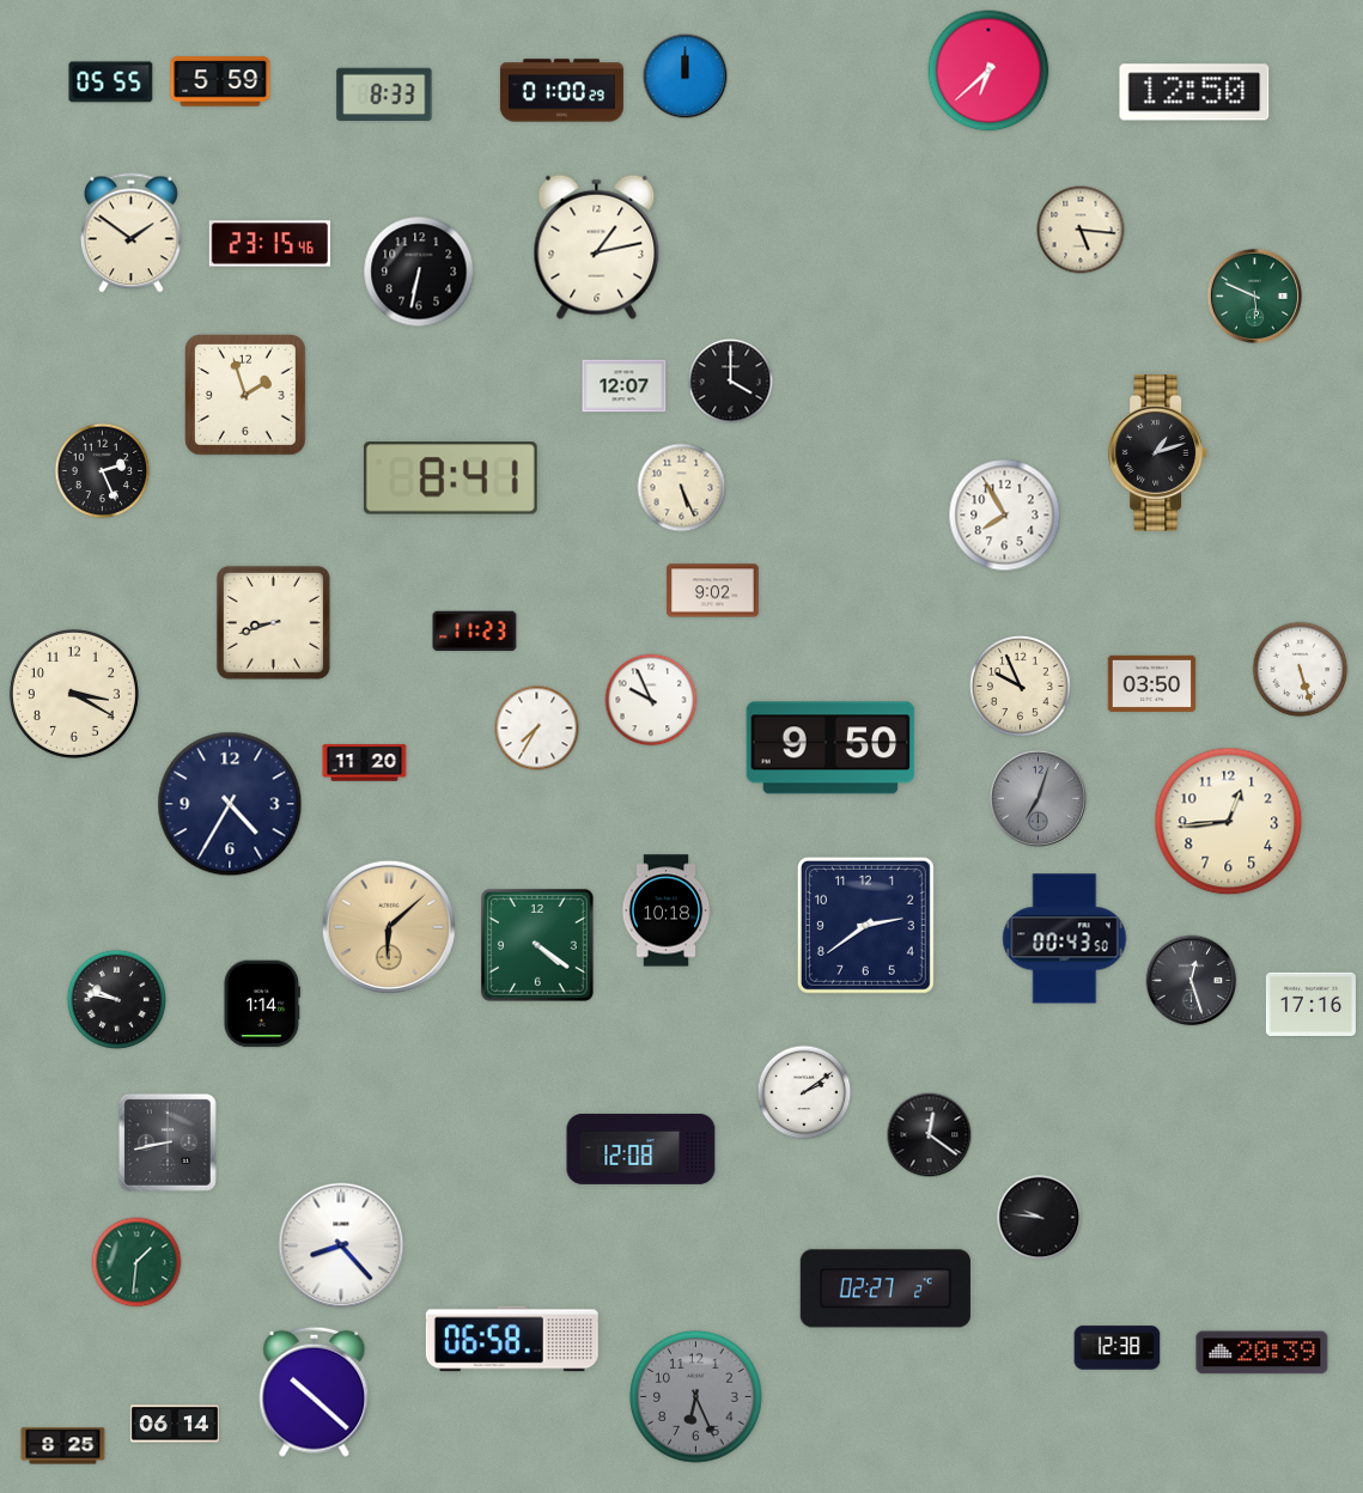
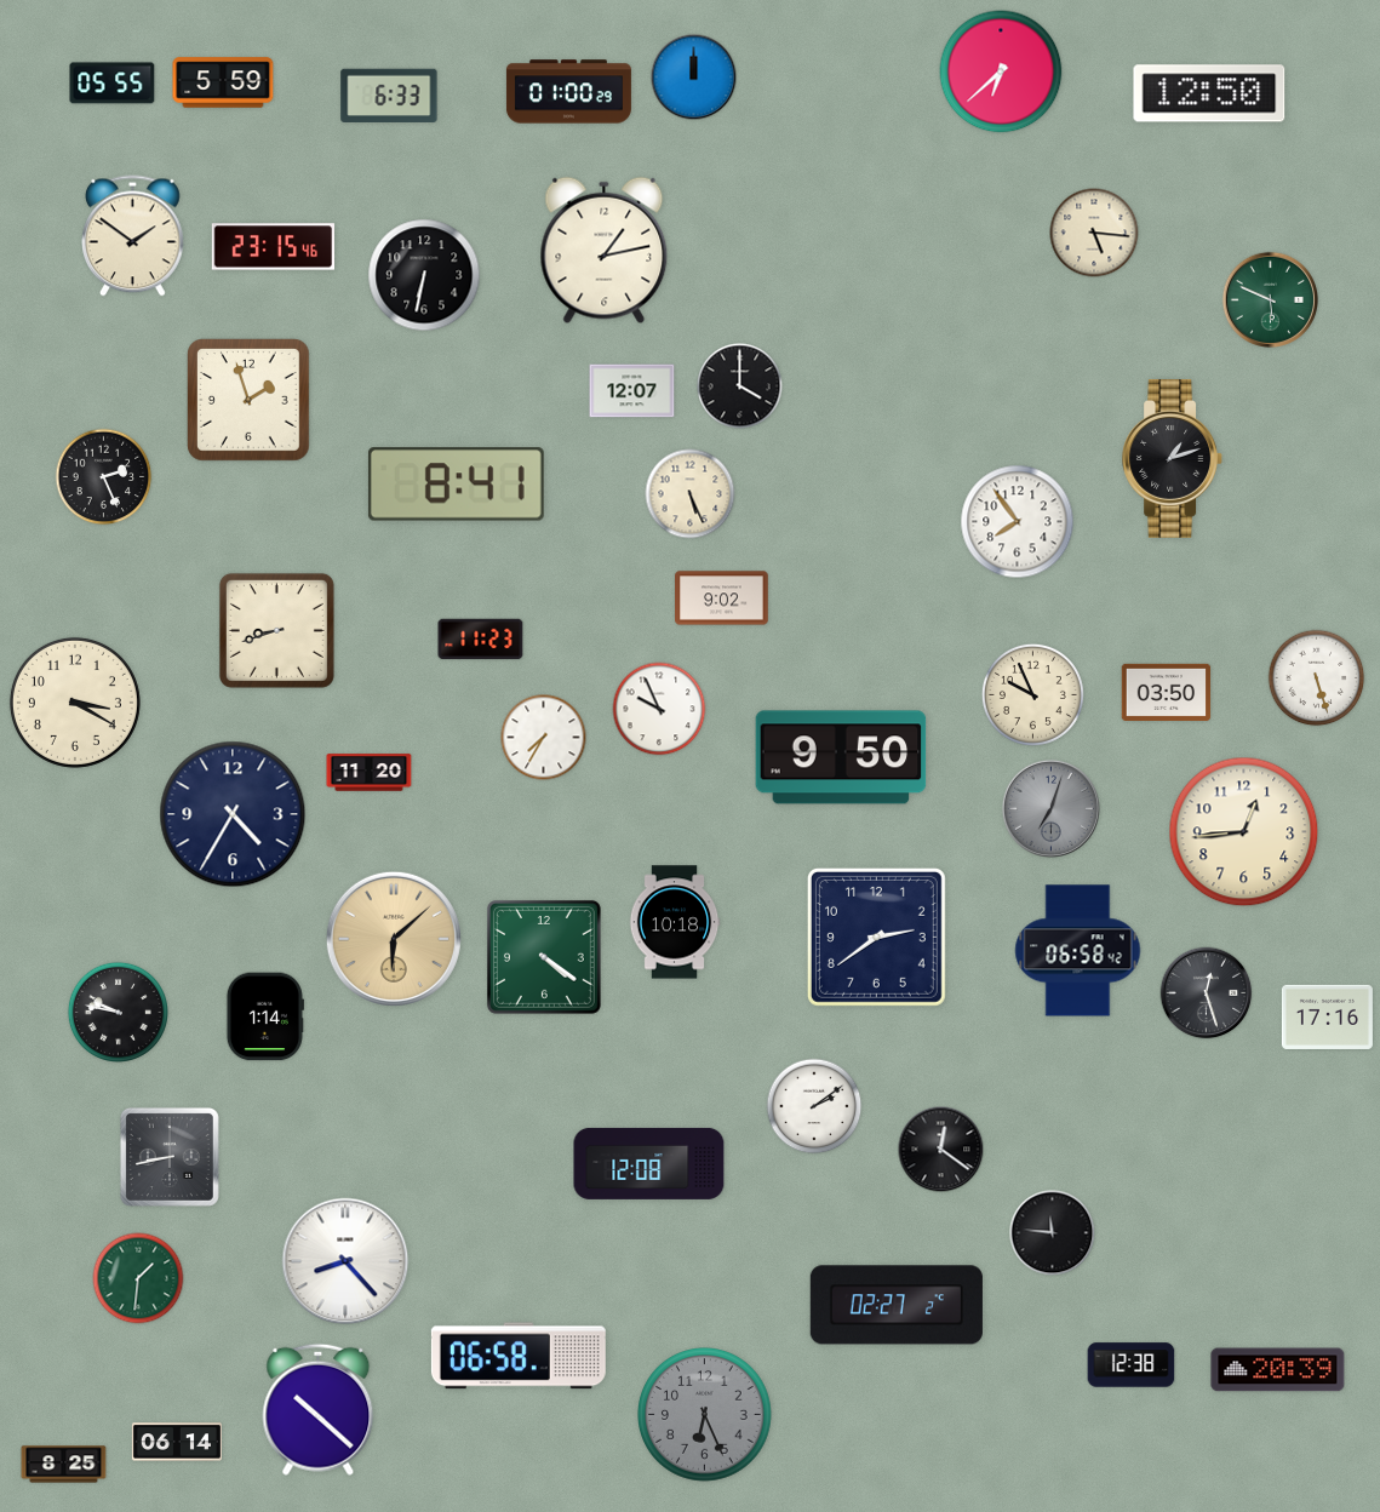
clock at (384, 93): 8:33 -> 6:33
clock at (1005, 516): 7:55 -> 7:54
clock at (1065, 939): 00:43 -> 06:58
clock at (1040, 1218): 9:46 -> 11:46
